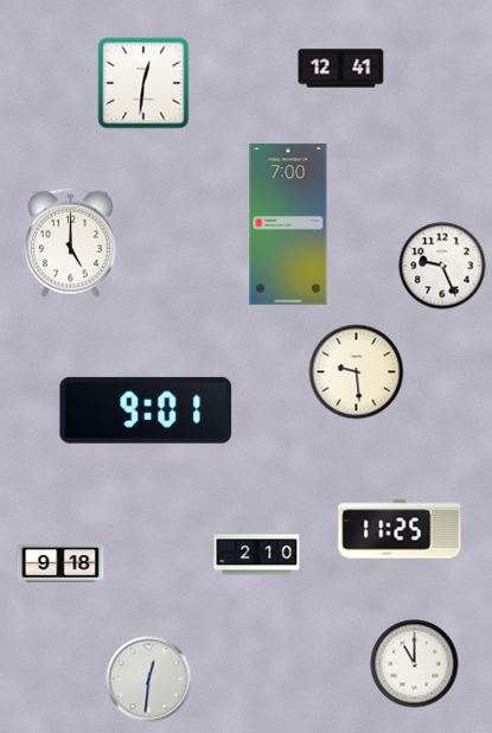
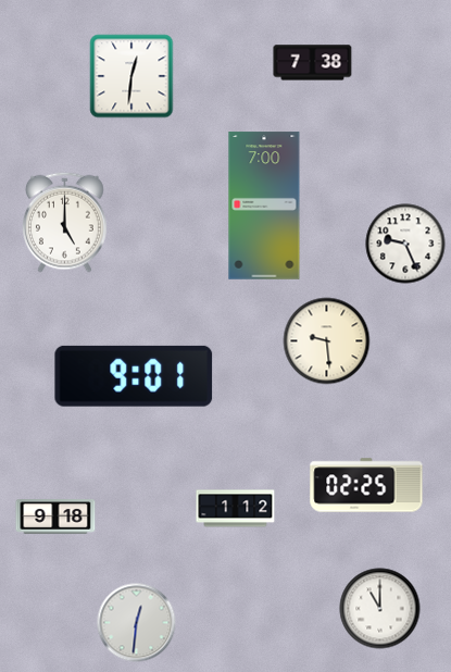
clock at (341, 69): 12:41 -> 7:38
clock at (400, 529): 11:25 -> 02:25
clock at (257, 555): 2:10 -> 1:12
